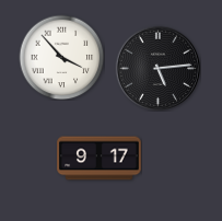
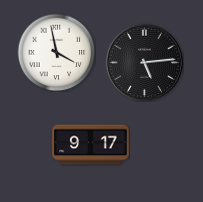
clock at (61, 57): 3:53 -> 3:58
